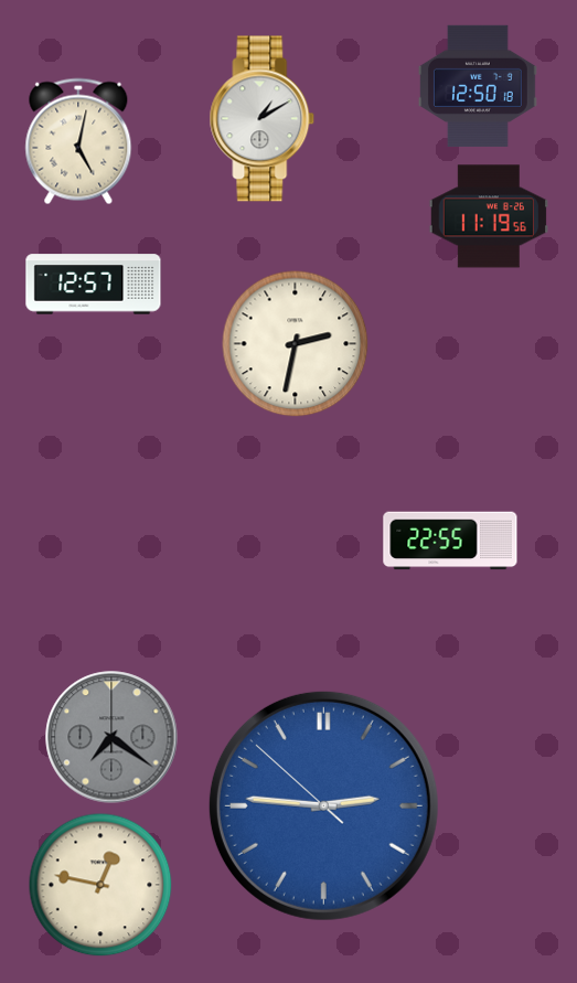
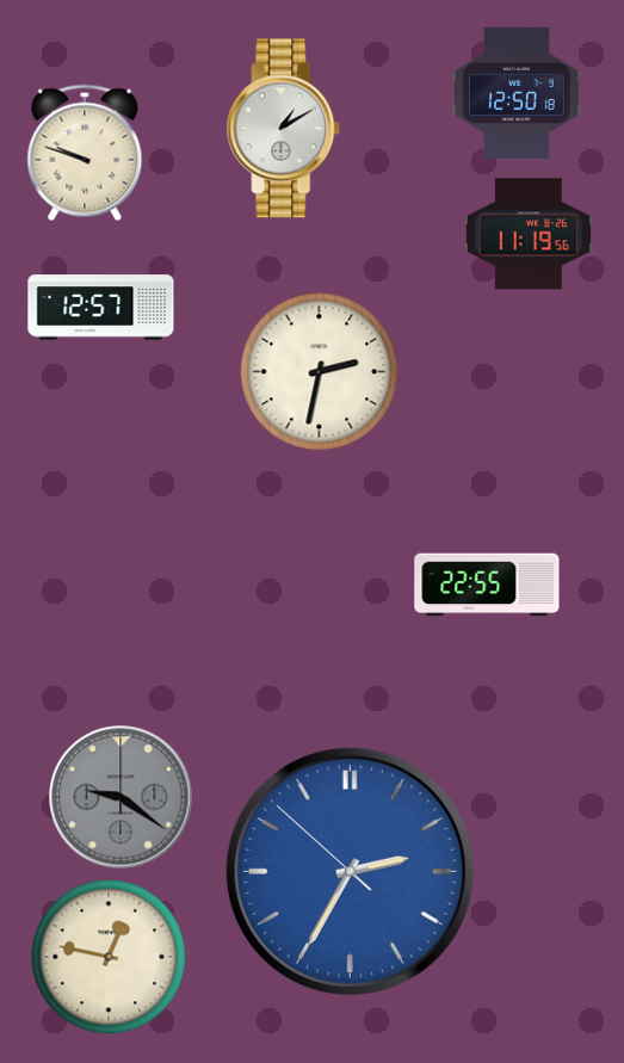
clock at (78, 141): 5:02 -> 9:48
clock at (111, 737): 7:21 -> 9:21
clock at (323, 805): 2:45 -> 2:34
